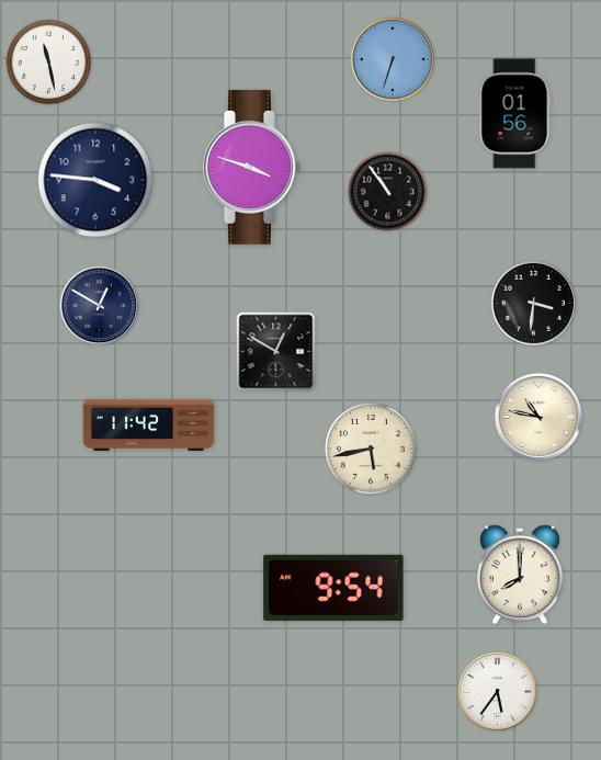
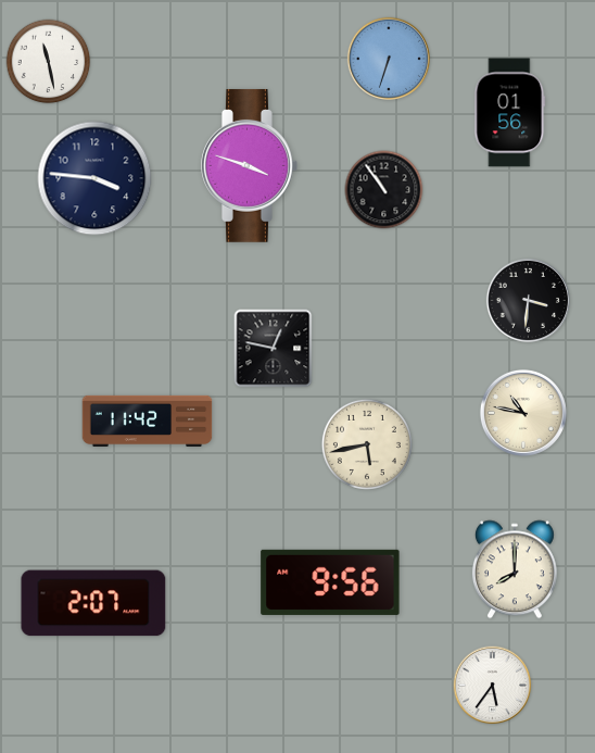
clock at (100, 306): 12:50 -> none
clock at (276, 352): 12:50 -> 12:47
clock at (538, 417) position: (538, 417) -> (523, 413)
clock at (333, 588): 9:54 -> 9:56
clock at (93, 603): none -> 2:07
